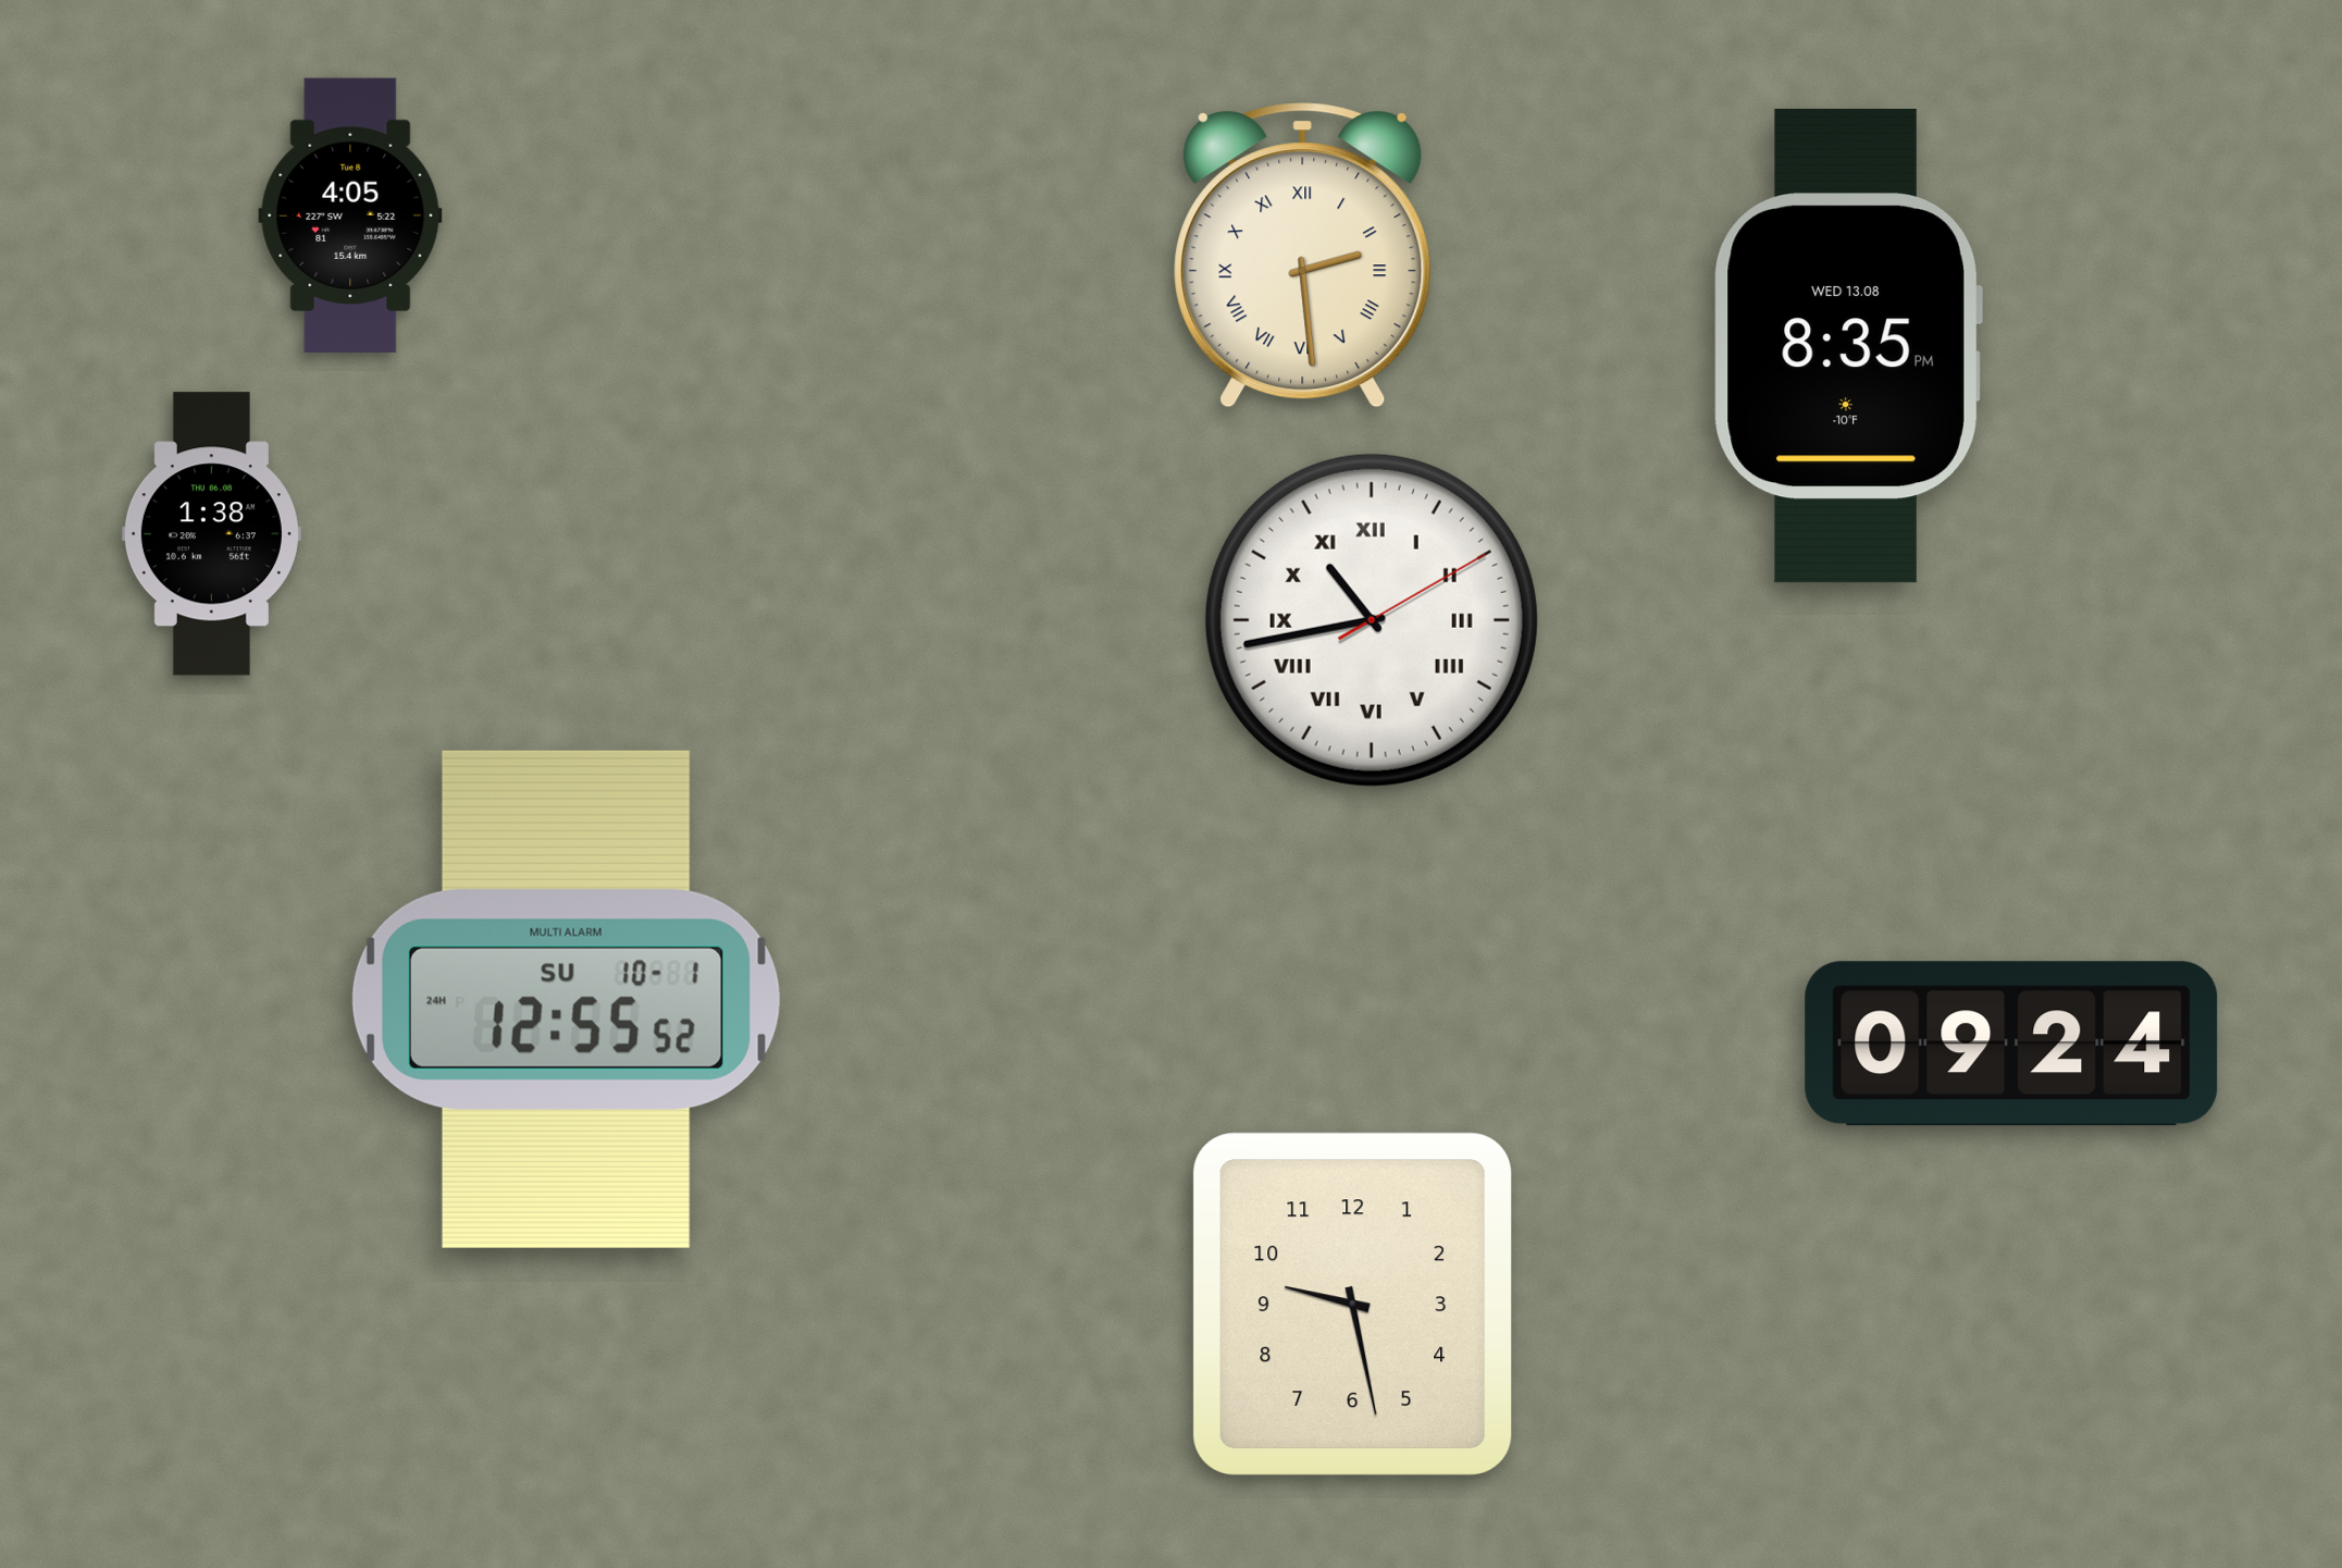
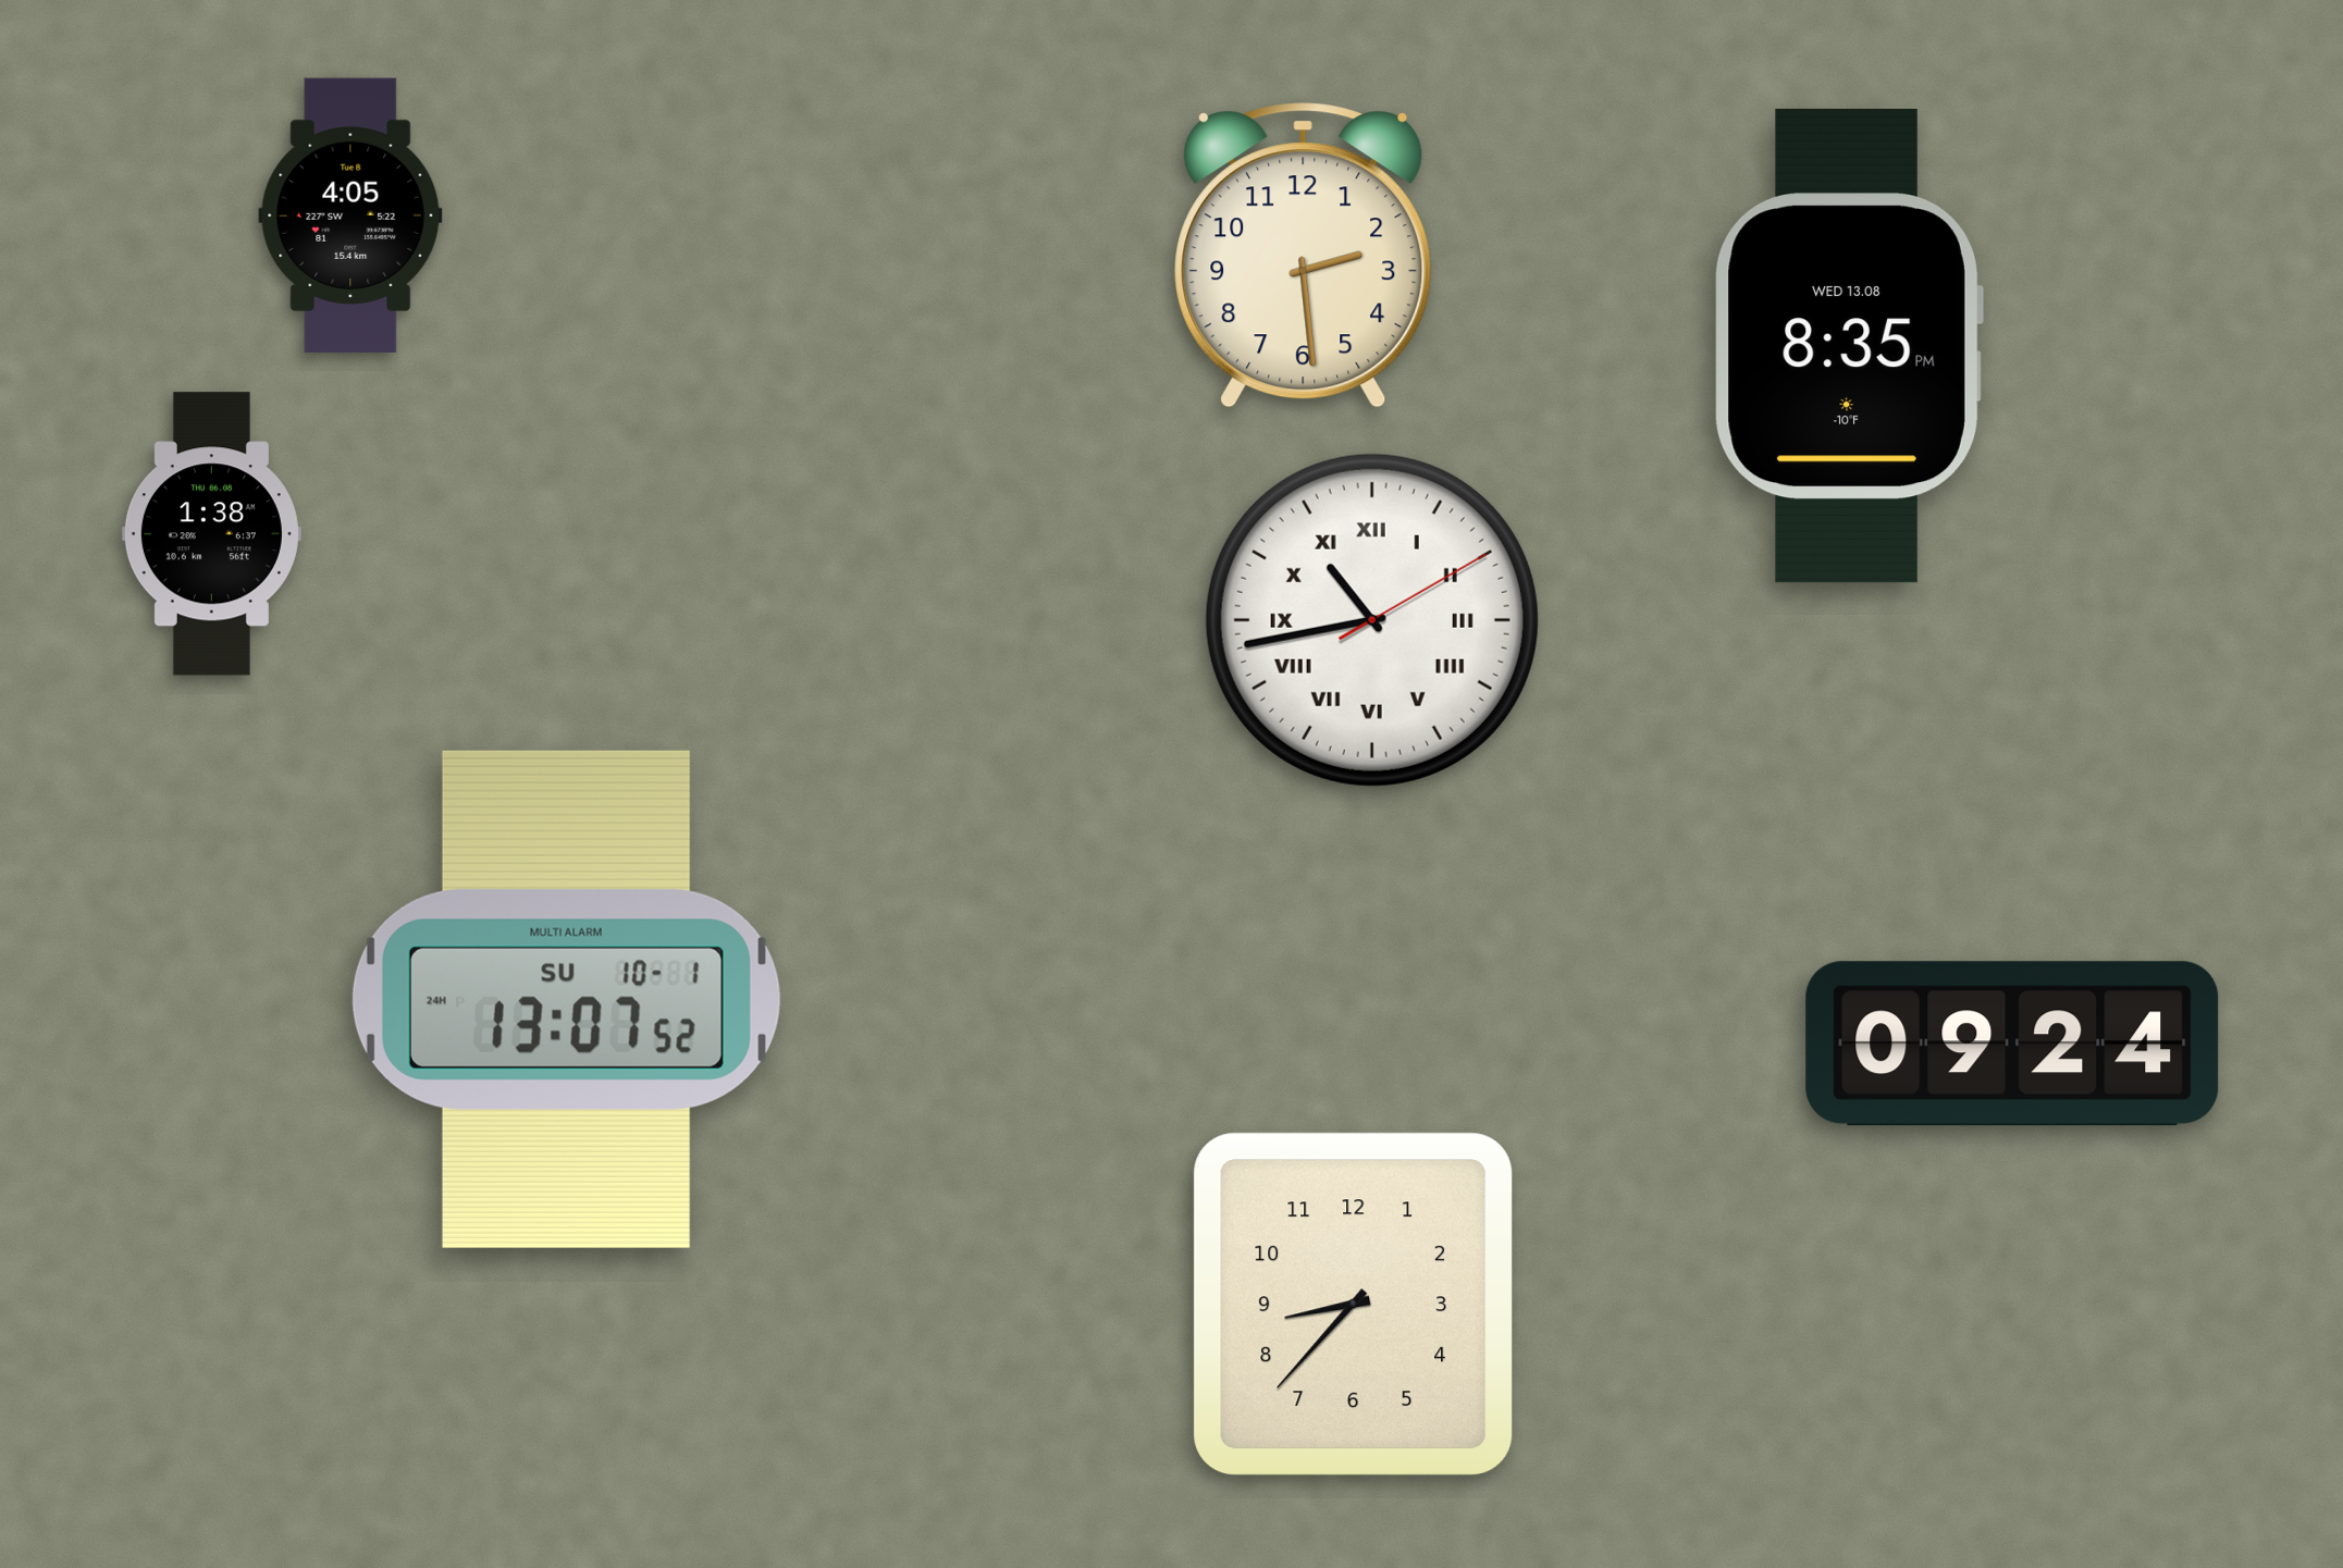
clock at (1303, 256) numerals: Roman -> Arabic
clock at (566, 999): 12:55 -> 13:07
clock at (1352, 1304): 9:28 -> 8:37
